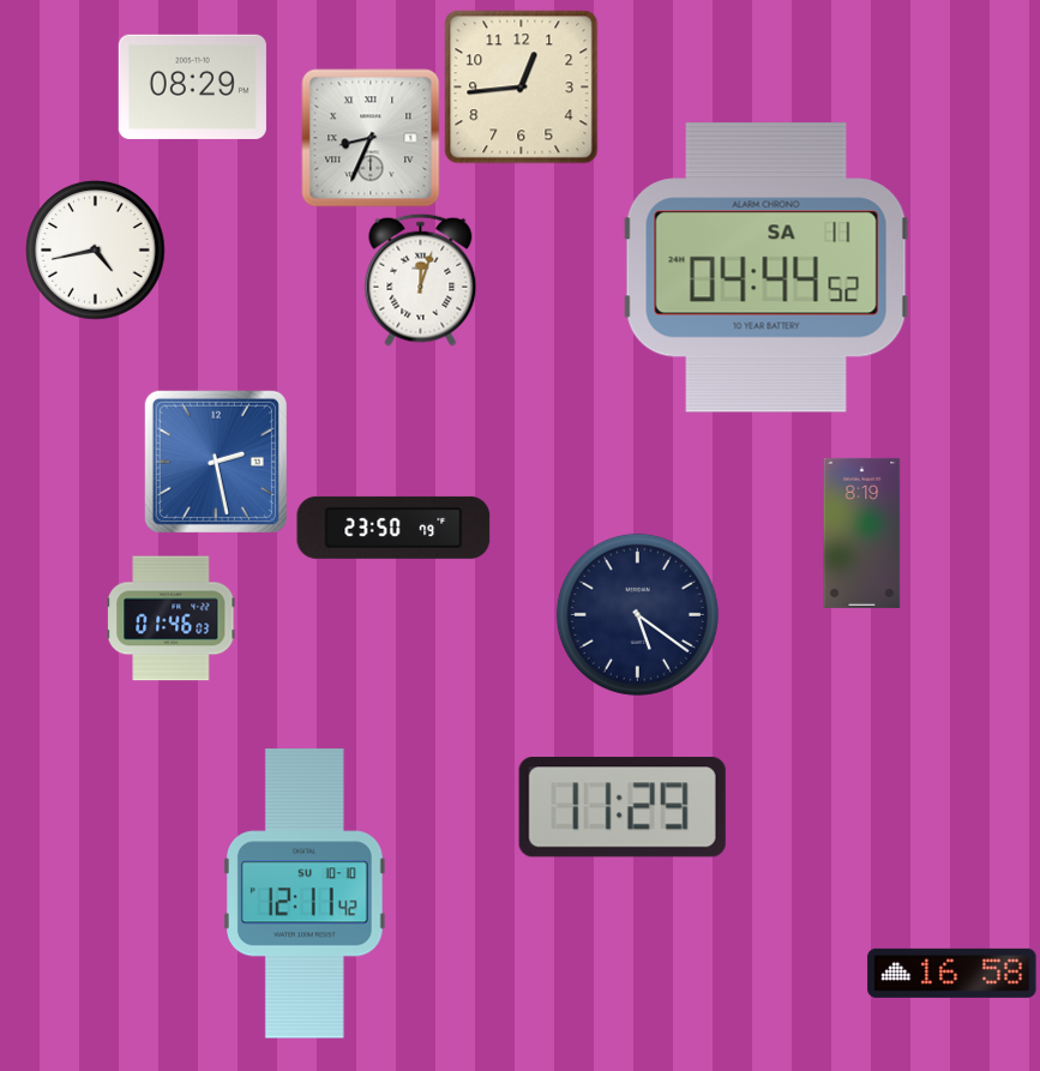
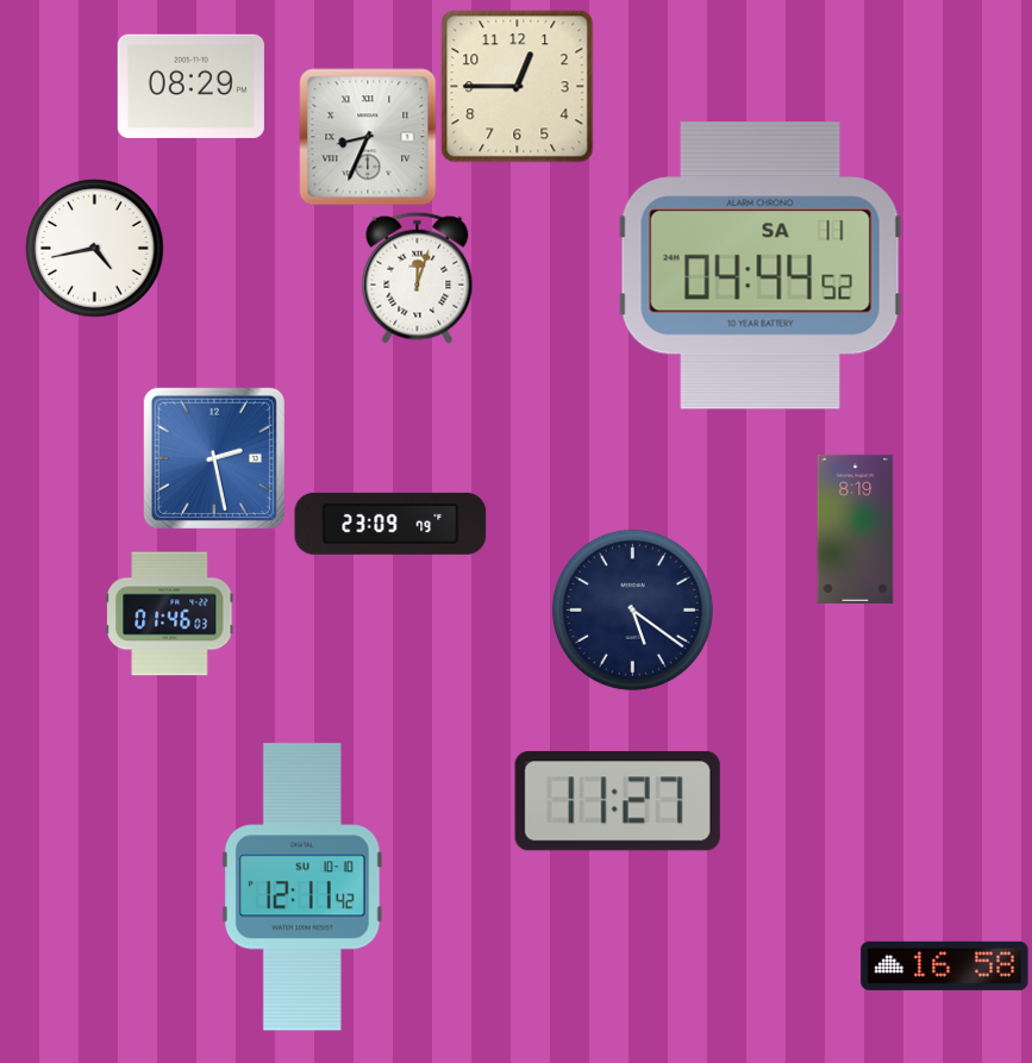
clock at (522, 88): 12:44 -> 12:45
clock at (393, 528): 23:50 -> 23:09
clock at (623, 807): 11:29 -> 11:27
